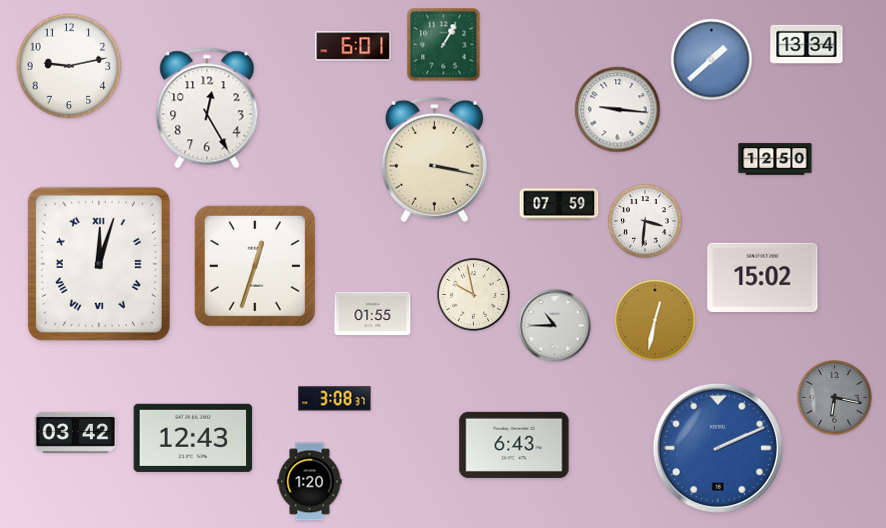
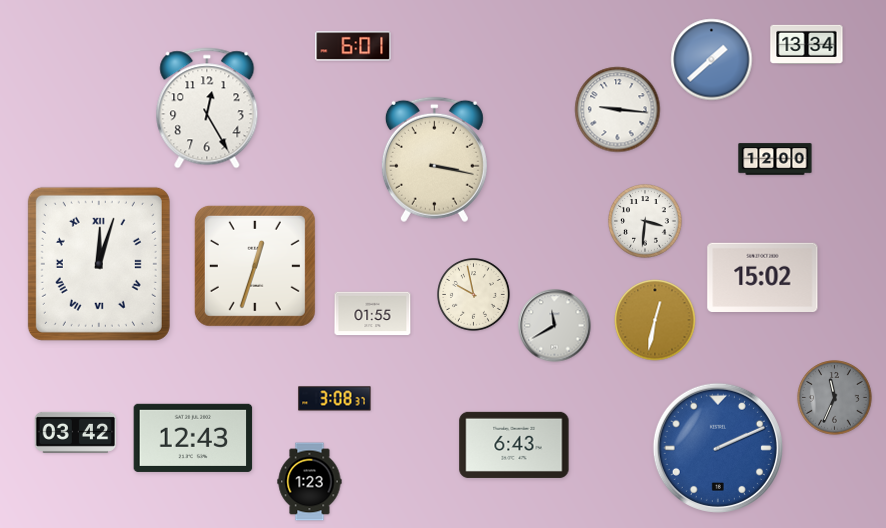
clock at (444, 45): 1:05 -> none
clock at (69, 66): 9:13 -> none
clock at (775, 159): 12:50 -> 12:00
clock at (559, 204): 07:59 -> none
clock at (555, 326): 10:45 -> 11:40
clock at (835, 398): 6:17 -> 11:34
clock at (310, 482): 1:20 -> 1:23
